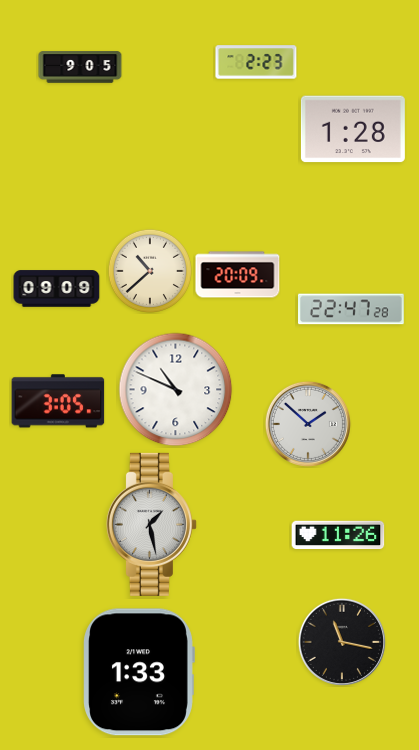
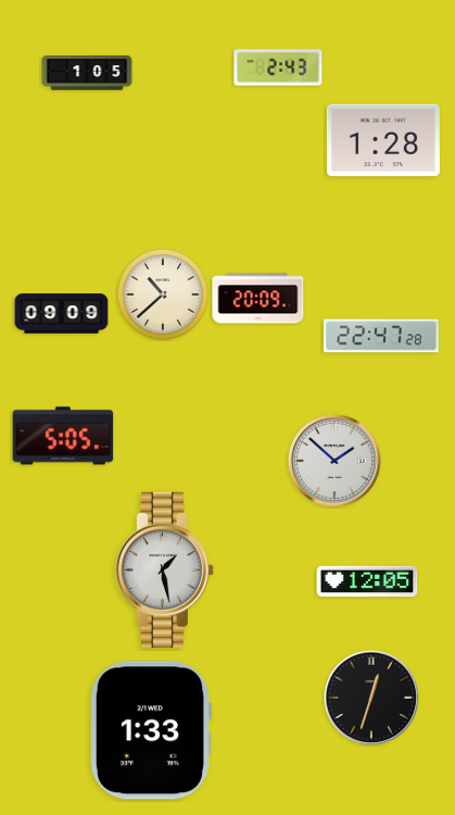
clock at (256, 62): 2:23 -> 2:43
clock at (80, 67): 9:05 -> 1:05
clock at (176, 390): 10:49 -> none
clock at (58, 401): 3:05 -> 5:05
clock at (338, 535): 11:26 -> 12:05
clock at (342, 642): 11:17 -> 12:33
